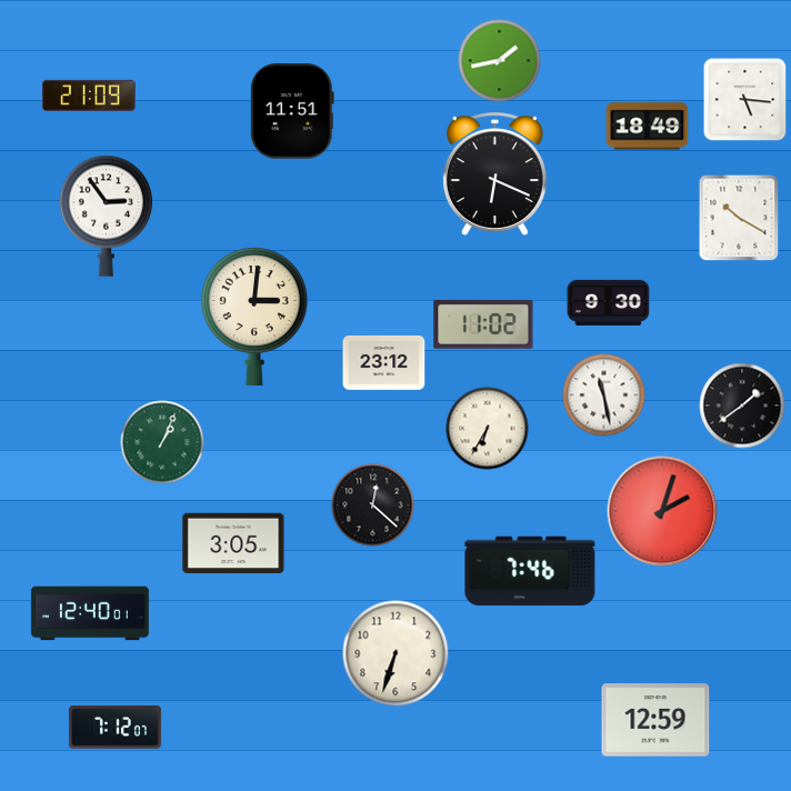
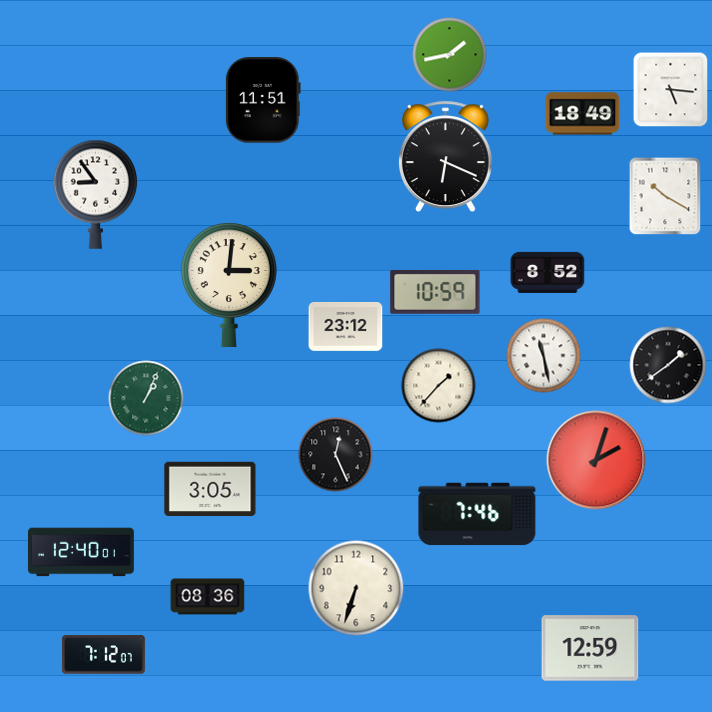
clock at (90, 96): 21:09 -> none
clock at (107, 216): 2:54 -> 8:54
clock at (609, 302): 9:30 -> 8:52
clock at (483, 324): 11:02 -> 10:59
clock at (488, 429): 6:35 -> 1:37
clock at (373, 505): 12:22 -> 12:26
clock at (208, 597): none -> 08:36
